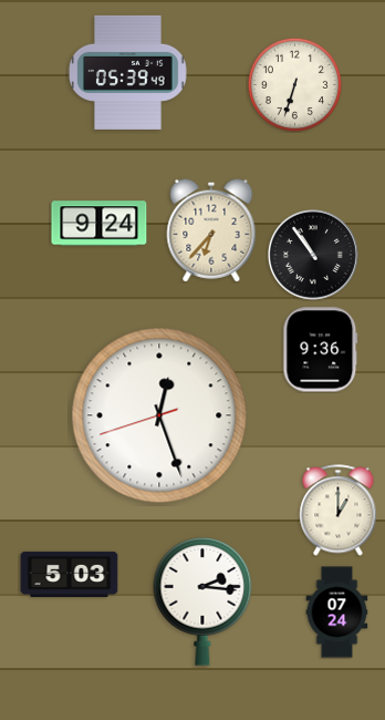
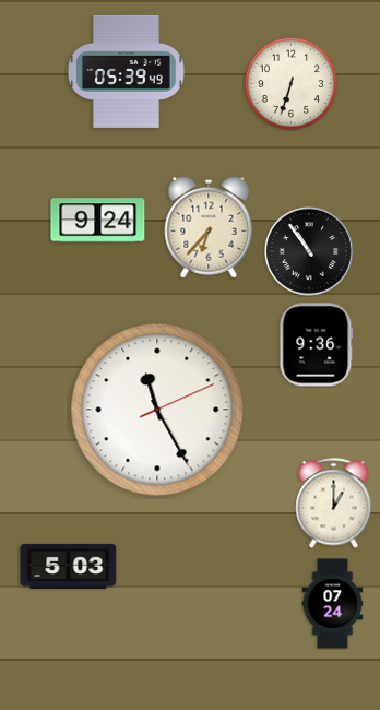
clock at (159, 415): 12:26 -> 11:25
clock at (202, 601): 2:16 -> none
